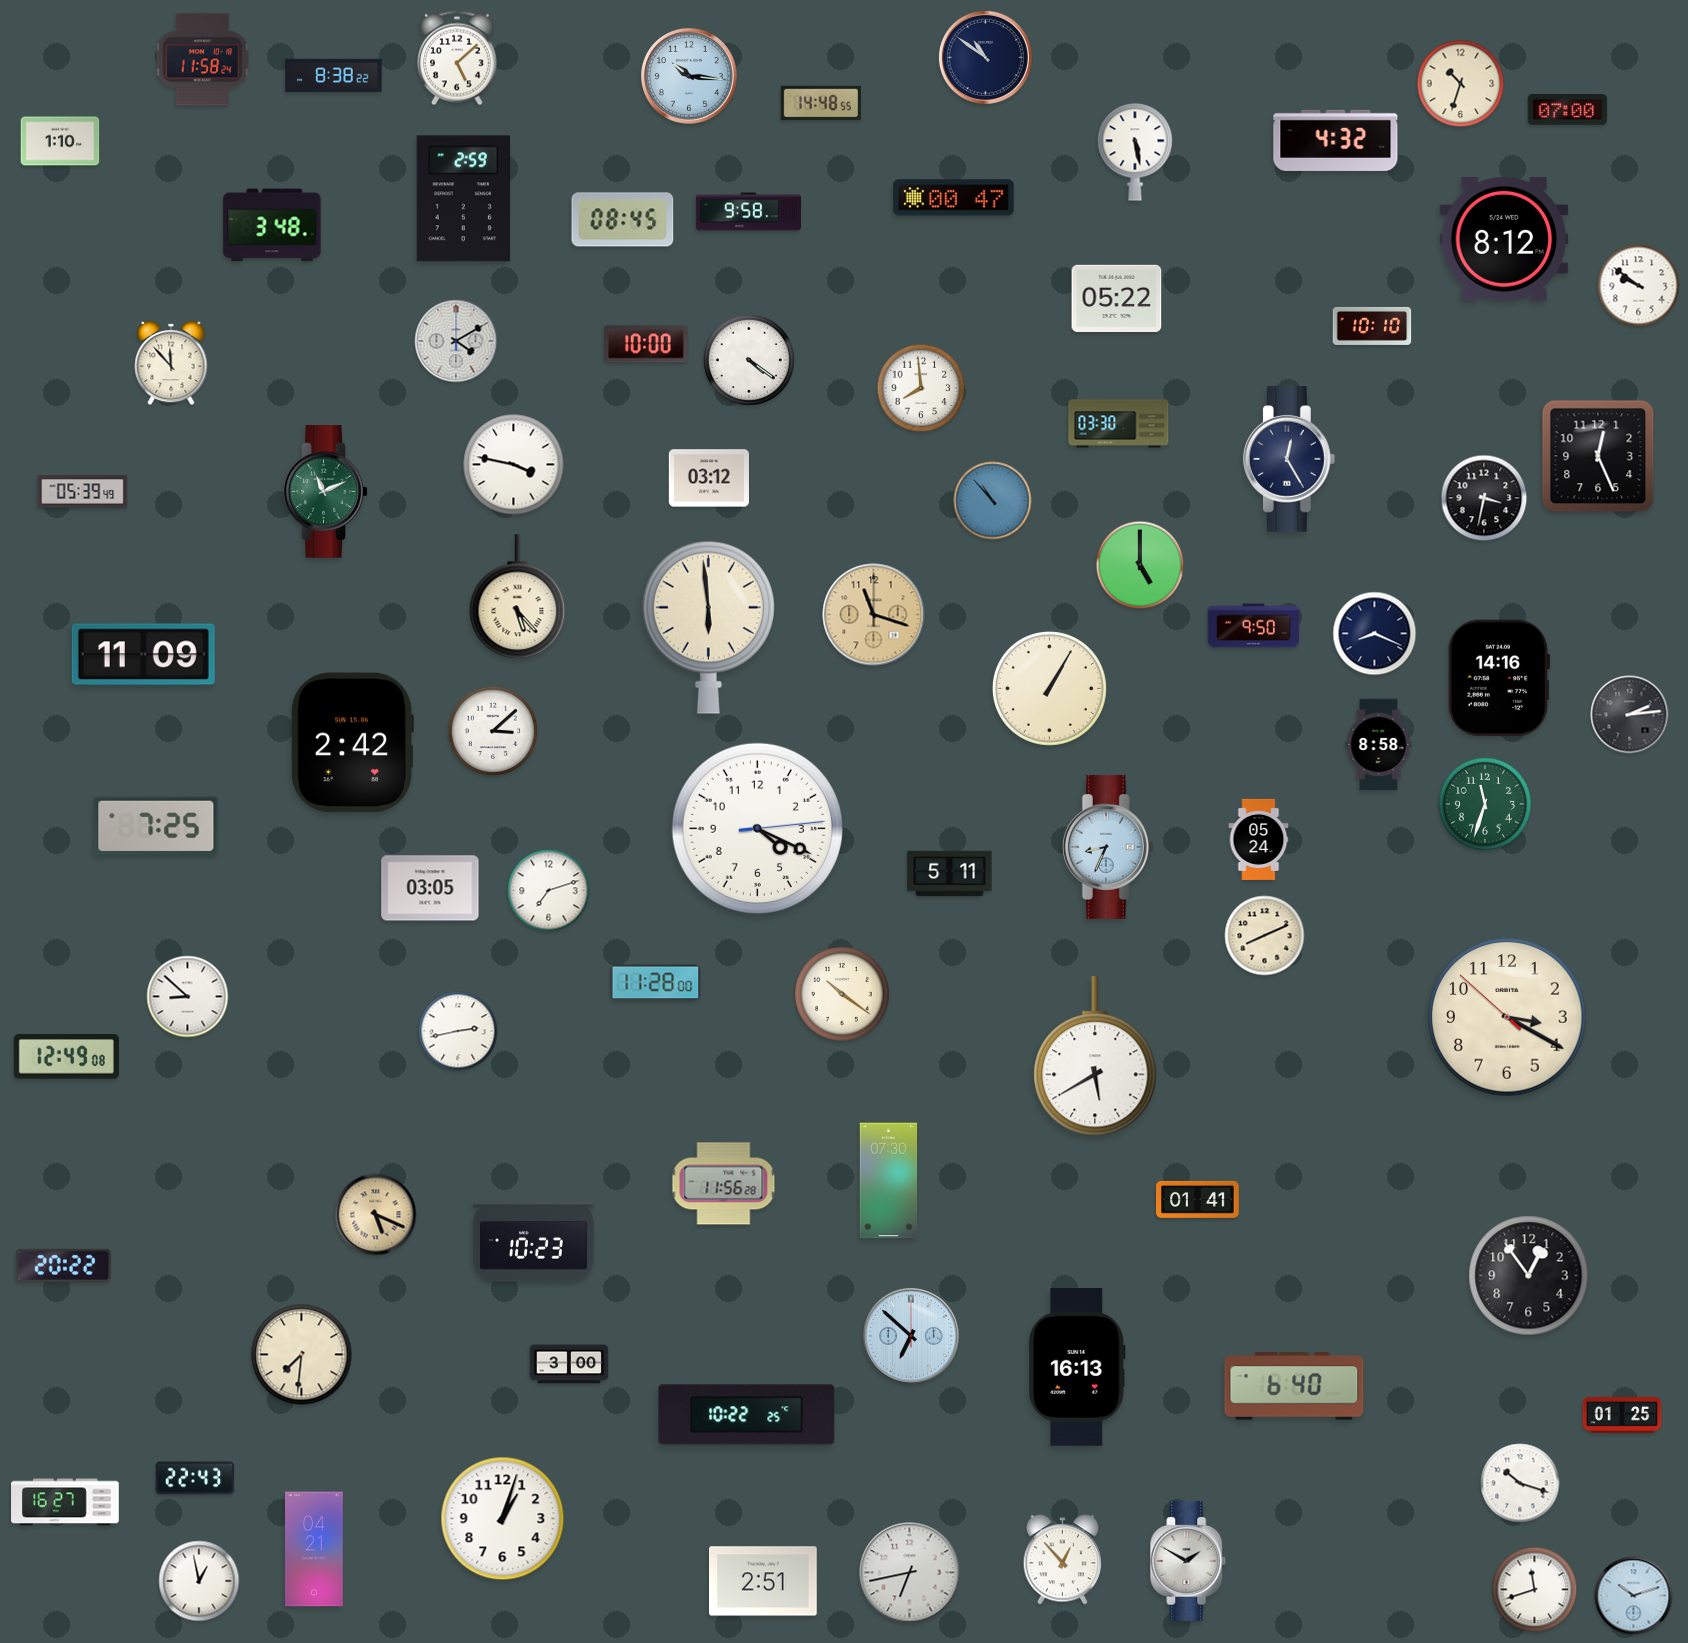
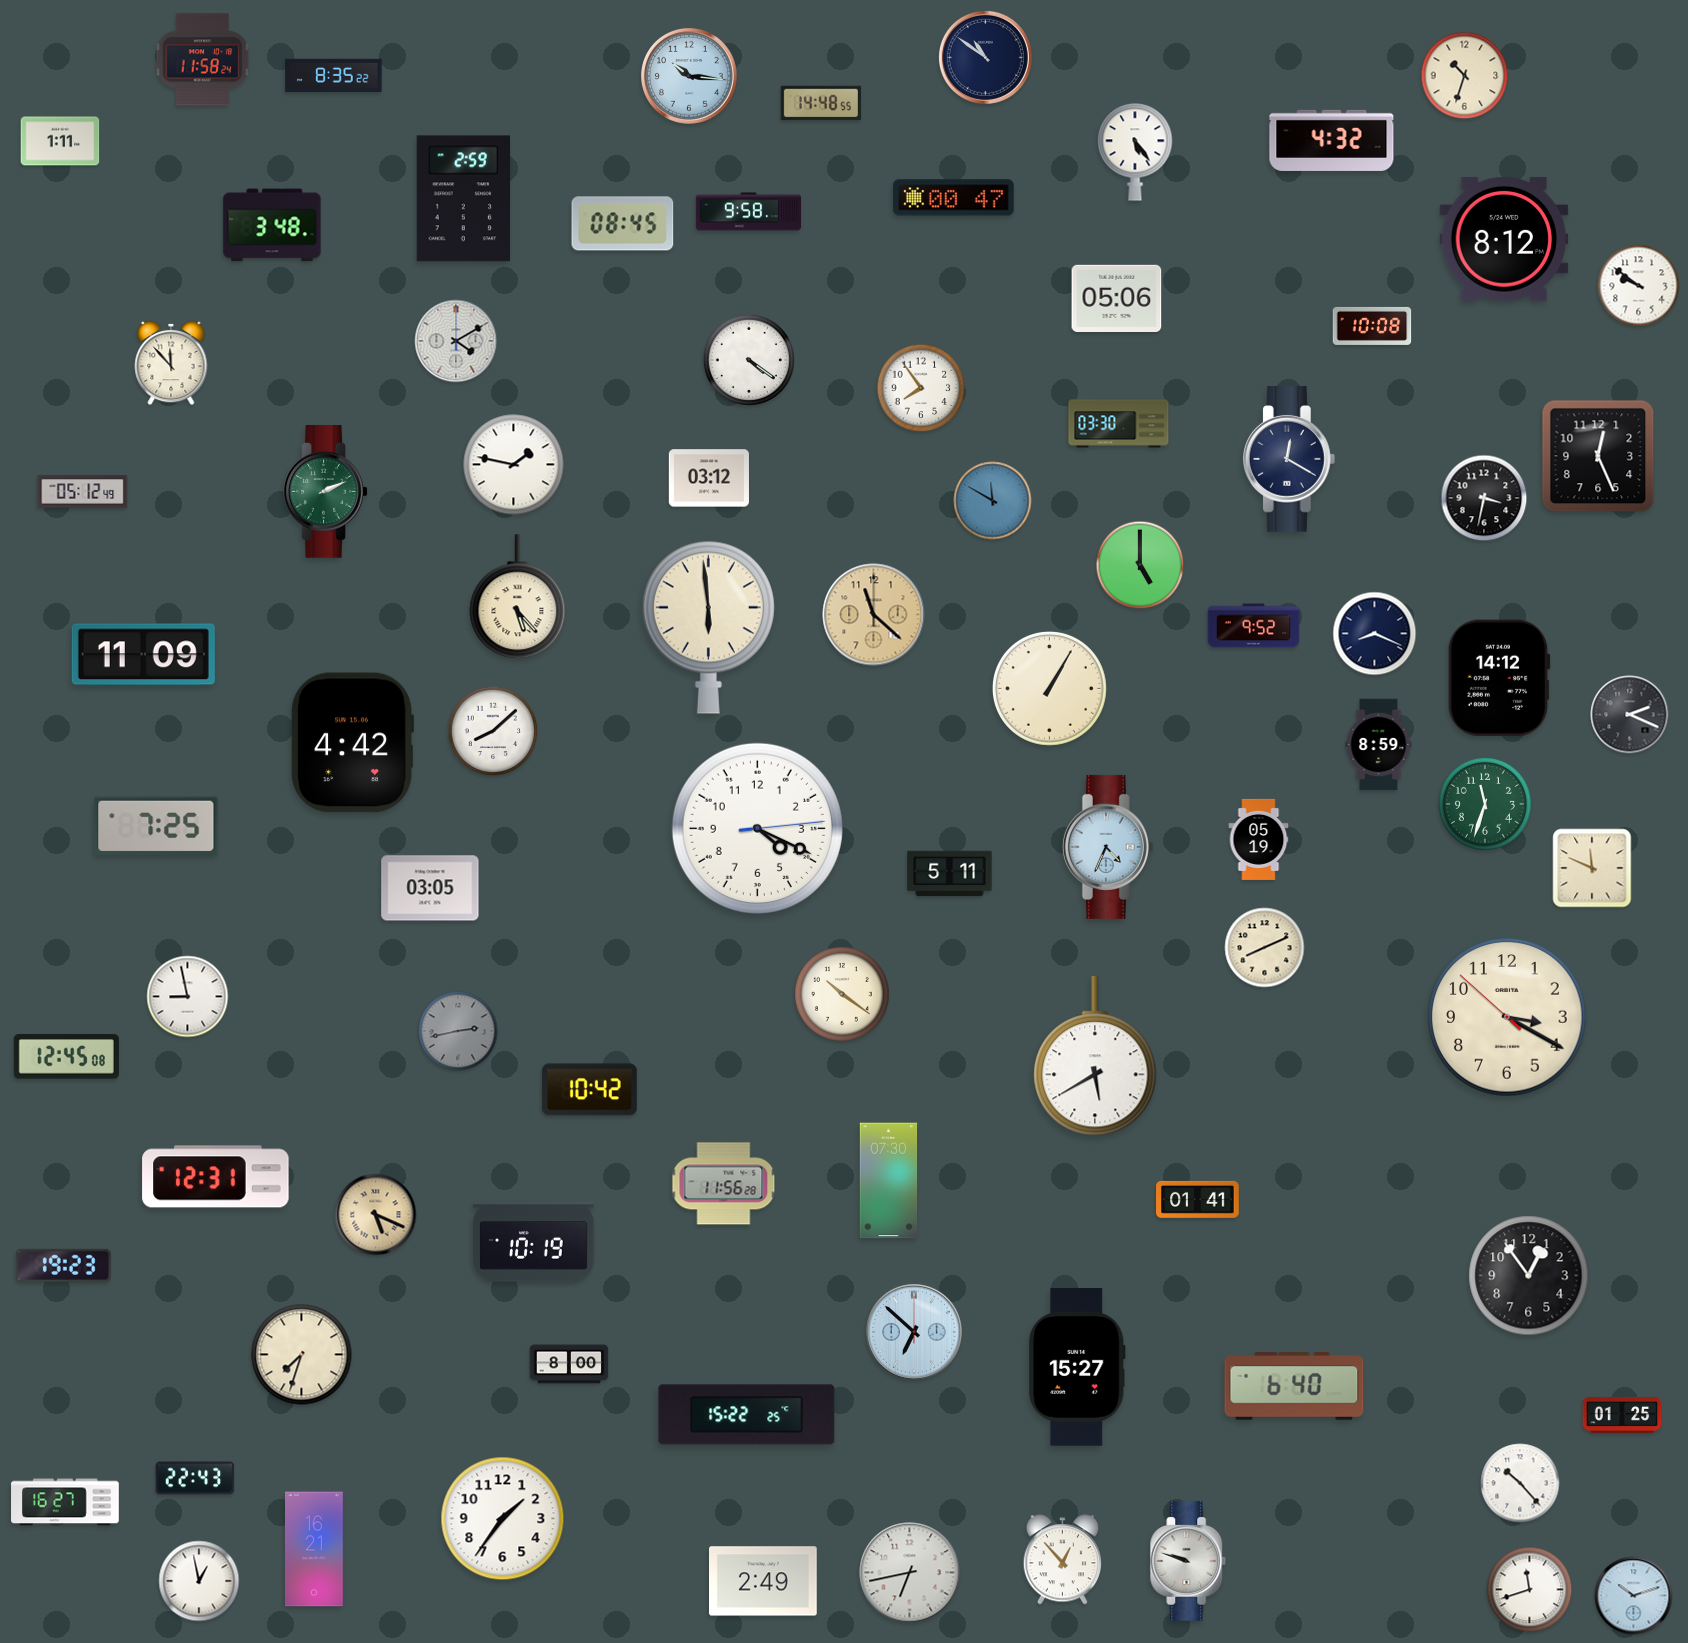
clock at (458, 58): 5:08 -> none
clock at (334, 76): 8:38 -> 8:35
clock at (1461, 84) position: (1461, 84) -> (1465, 76)
clock at (1568, 110): 07:00 -> none
clock at (1336, 140) position: (1336, 140) -> (1332, 140)
clock at (60, 141): 1:10 -> 1:11
clock at (1135, 152): 5:28 -> 5:24
clock at (623, 220) position: (623, 220) -> (623, 224)
clock at (1117, 298): 05:22 -> 05:06
clock at (1372, 326): 10:10 -> 10:08
clock at (646, 344): 10:00 -> none
clock at (921, 388): 7:59 -> 7:54
clock at (1289, 459): 12:25 -> 12:20
clock at (514, 465): 3:47 -> 1:47
clock at (83, 492): 05:39 -> 05:12
clock at (326, 492): 11:11 -> 2:11
clock at (993, 501): 10:53 -> 11:50
clock at (874, 615): 11:18 -> 11:22
clock at (1254, 626): 9:50 -> 9:52
clock at (1499, 677): 14:16 -> 14:12
clock at (1630, 715): 2:14 -> 2:19
clock at (493, 731): 3:08 -> 8:08
clock at (352, 743): 2:42 -> 4:42
clock at (1379, 745): 8:58 -> 8:59
clock at (1259, 839): 05:24 -> 05:19
clock at (1108, 847): 8:34 -> 4:34
clock at (1592, 868): none -> 11:49
clock at (549, 891): 7:12 -> none
clock at (1265, 936) position: (1265, 936) -> (1265, 948)
clock at (656, 983): 11:28 -> none
clock at (188, 997): 8:52 -> 8:58
clock at (458, 1031) dial: white -> grey
clock at (66, 1057): 12:49 -> 12:45
clock at (589, 1090): none -> 10:42
clock at (216, 1177): none -> 12:31
clock at (534, 1242): 10:23 -> 10:19
clock at (63, 1265): 20:22 -> 19:23
clock at (912, 1337) position: (912, 1337) -> (915, 1333)
clock at (302, 1355): 7:31 -> 7:33
clock at (569, 1364): 3:00 -> 8:00
clock at (1078, 1368): 16:13 -> 15:27
clock at (747, 1415): 10:22 -> 15:22
clock at (1520, 1483): 10:18 -> 10:23
clock at (503, 1519): 1:03 -> 1:36
clock at (315, 1549): 04:21 -> 16:21
clock at (1188, 1561): 1:50 -> 9:48
clock at (764, 1581): 2:51 -> 2:49
clock at (1535, 1590) position: (1535, 1590) -> (1530, 1590)
